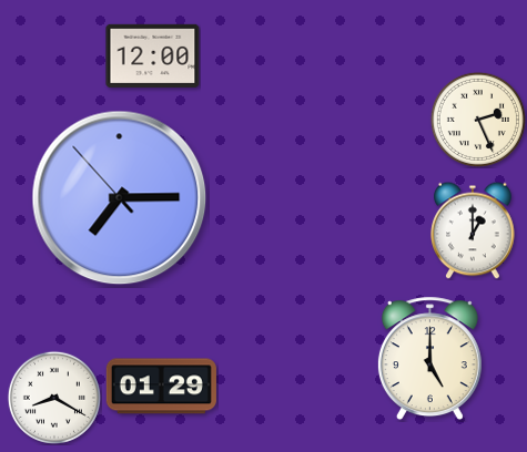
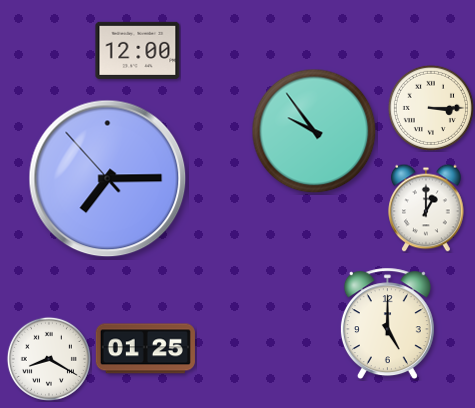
clock at (478, 120): 2:26 -> 3:15
clock at (314, 131): none -> 9:54
clock at (161, 387): 01:29 -> 01:25
